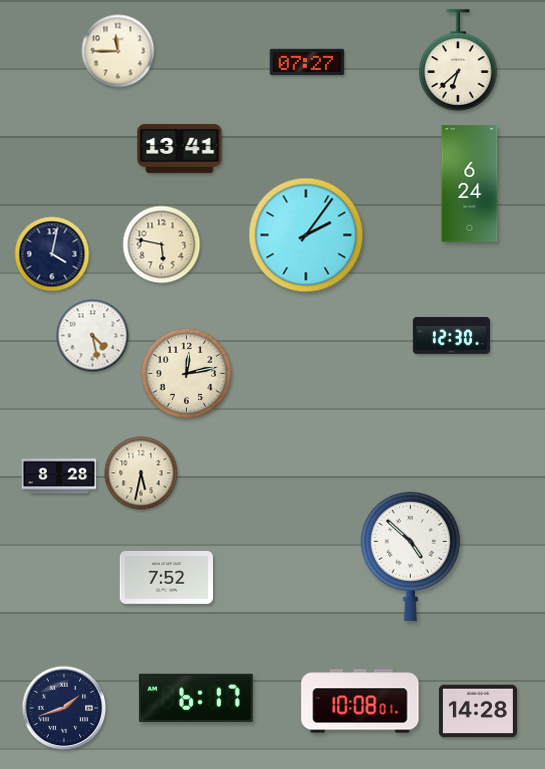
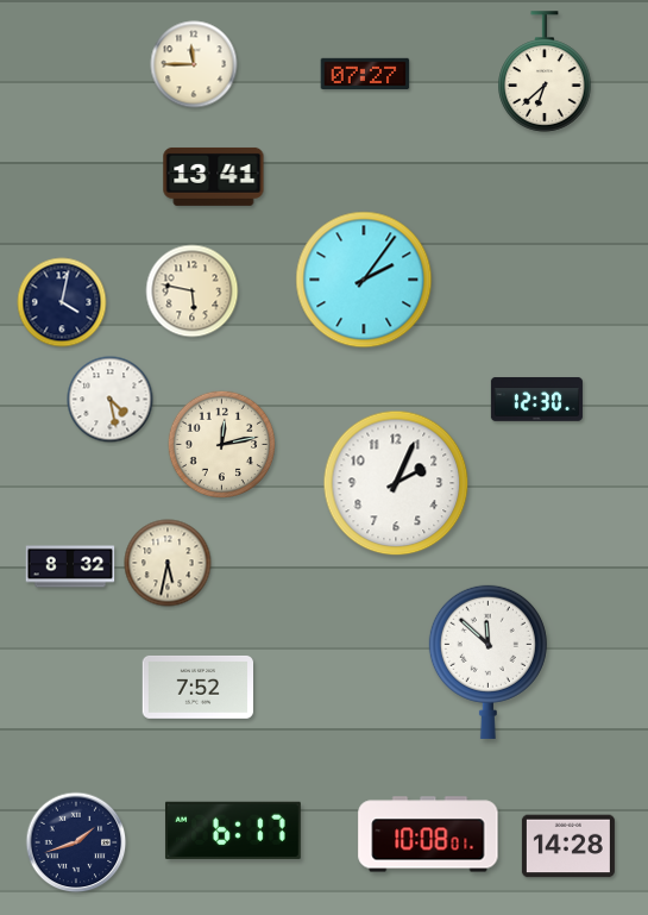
clock at (118, 51) position: (118, 51) -> (194, 64)
clock at (470, 184): 6:24 -> none
clock at (396, 483): none -> 2:04
clock at (59, 476): 8:28 -> 8:32
clock at (410, 556): 4:52 -> 11:52
